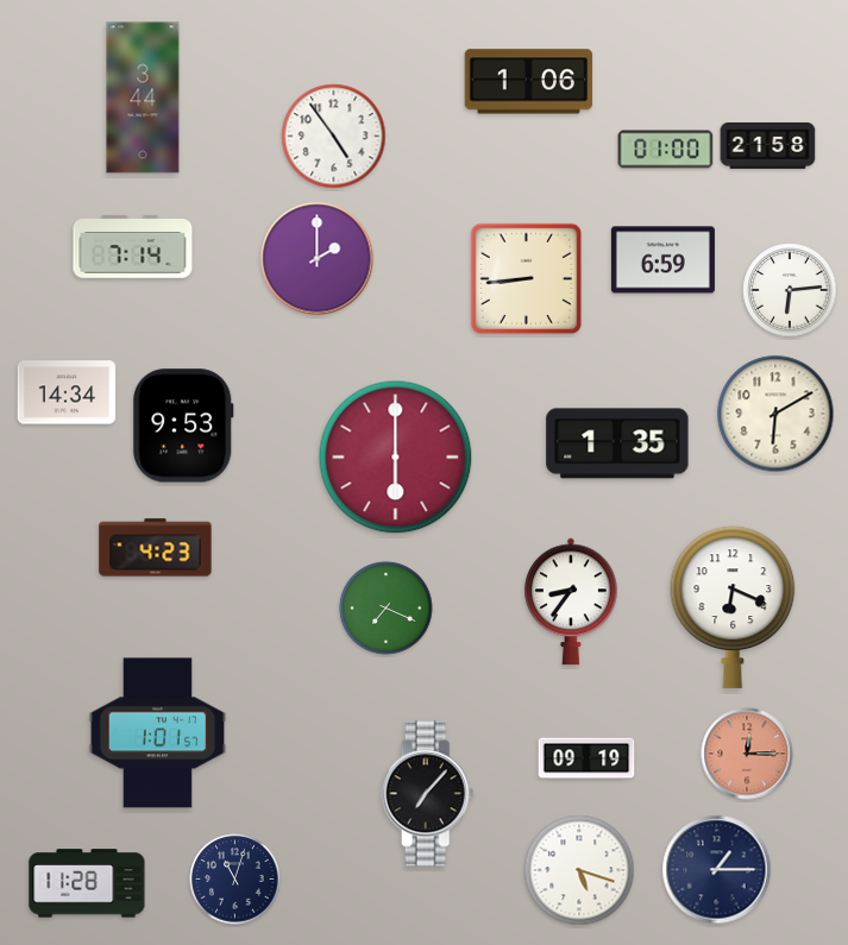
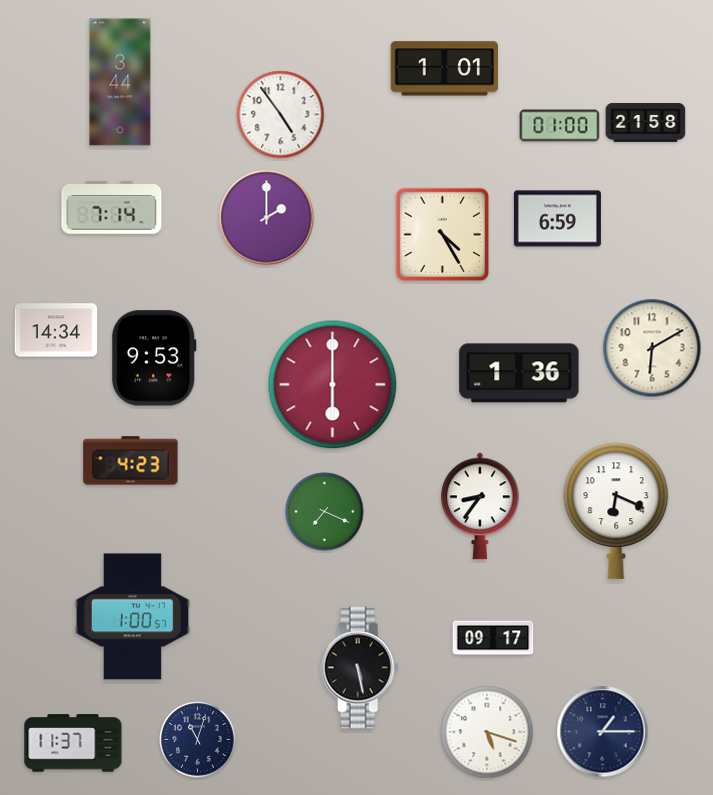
clock at (529, 82): 1:06 -> 1:01
clock at (527, 279): 8:44 -> 4:25
clock at (790, 290): 6:14 -> none
clock at (617, 443): 1:35 -> 1:36
clock at (157, 733): 1:01 -> 1:00
clock at (747, 754): 12:15 -> none
clock at (586, 758): 09:19 -> 09:17
clock at (428, 794): 7:07 -> 5:28
clock at (87, 883): 11:28 -> 11:37
